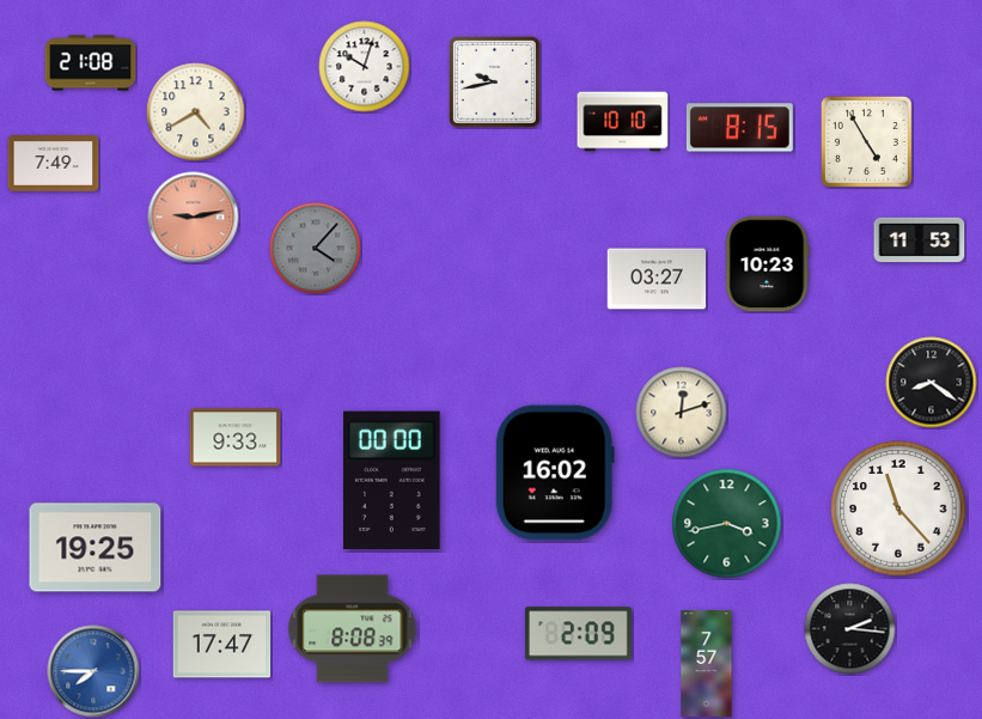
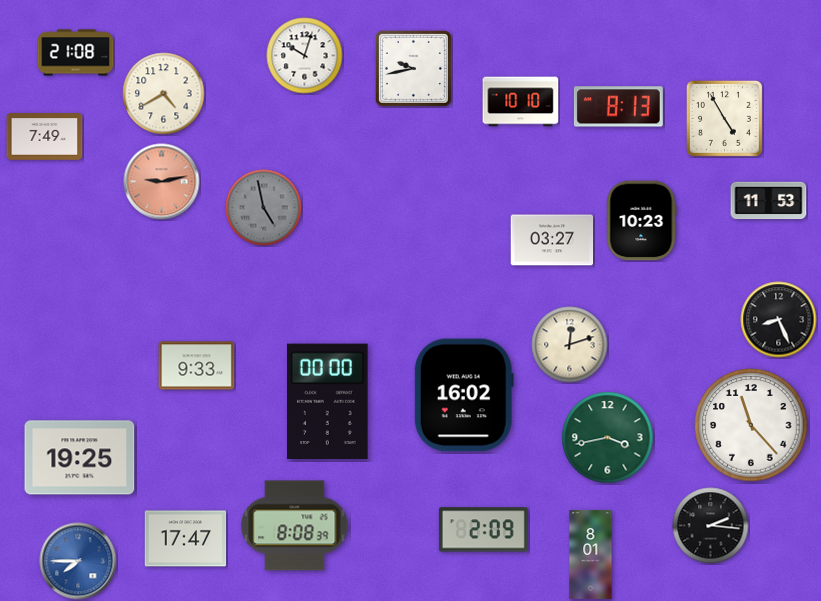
clock at (739, 128): 8:15 -> 8:13
clock at (316, 249): 4:07 -> 4:58
clock at (657, 279) position: (657, 279) -> (552, 240)
clock at (932, 383): 8:21 -> 8:26
clock at (707, 664): 7:57 -> 8:01
